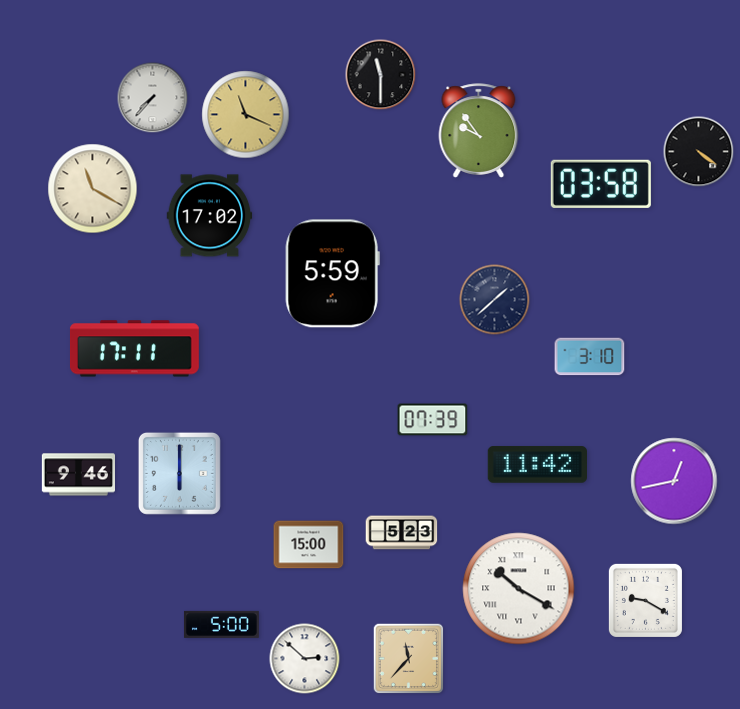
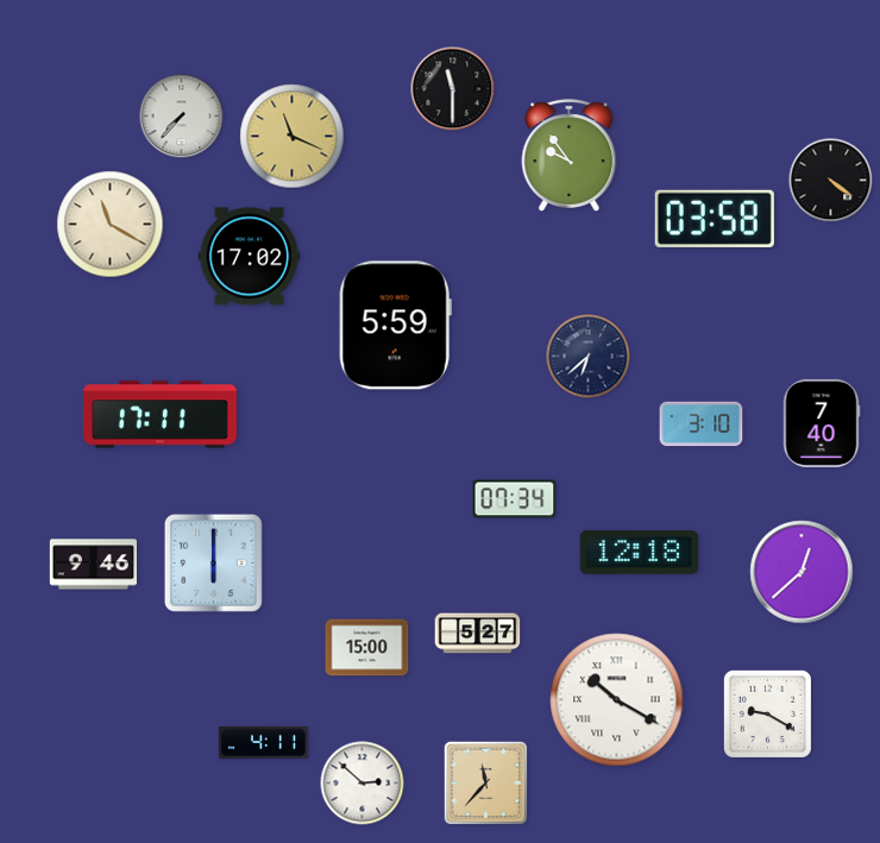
clock at (495, 300): 1:38 -> 6:38
clock at (822, 423): none -> 7:40
clock at (433, 420): 07:39 -> 07:34
clock at (537, 465): 11:42 -> 12:18
clock at (674, 481): 12:43 -> 12:38
clock at (402, 533): 5:23 -> 5:27
clock at (221, 624): 5:00 -> 4:11
